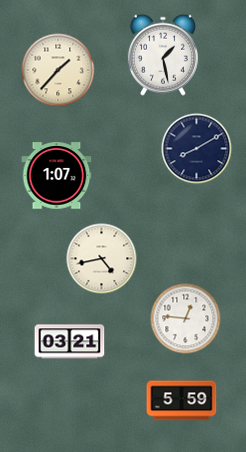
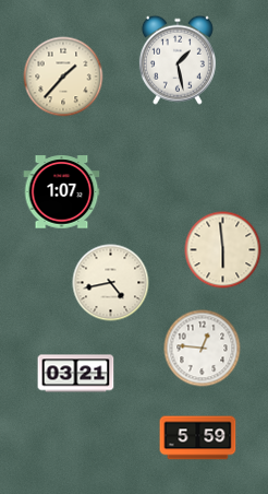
clock at (197, 149): 8:10 -> none
clock at (223, 250): none -> 5:59
